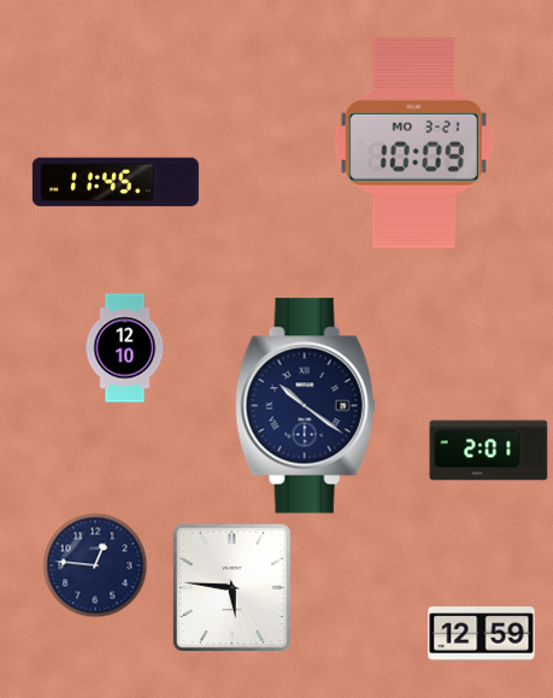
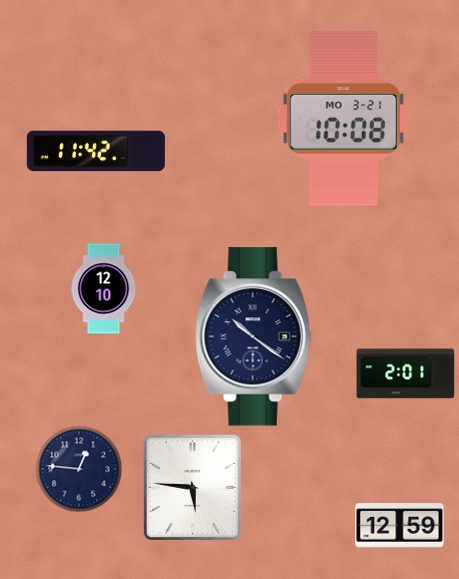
clock at (413, 143): 10:09 -> 10:08
clock at (116, 182): 11:45 -> 11:42
